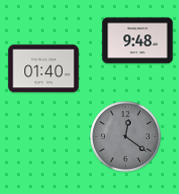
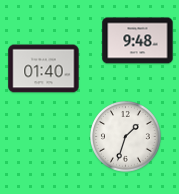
clock at (126, 137): 12:21 -> 1:33
clock at (126, 137) dial: grey -> white
